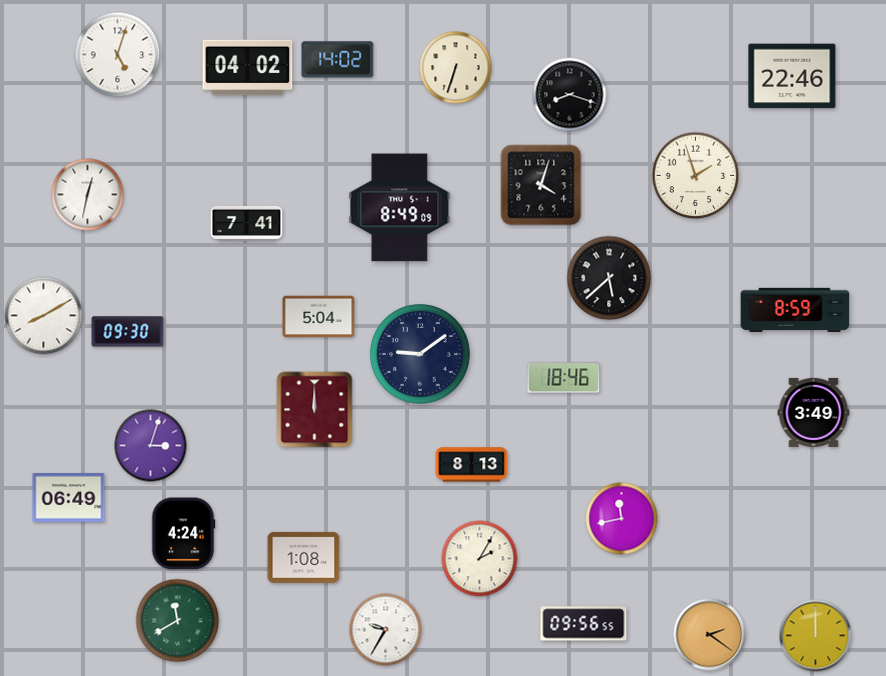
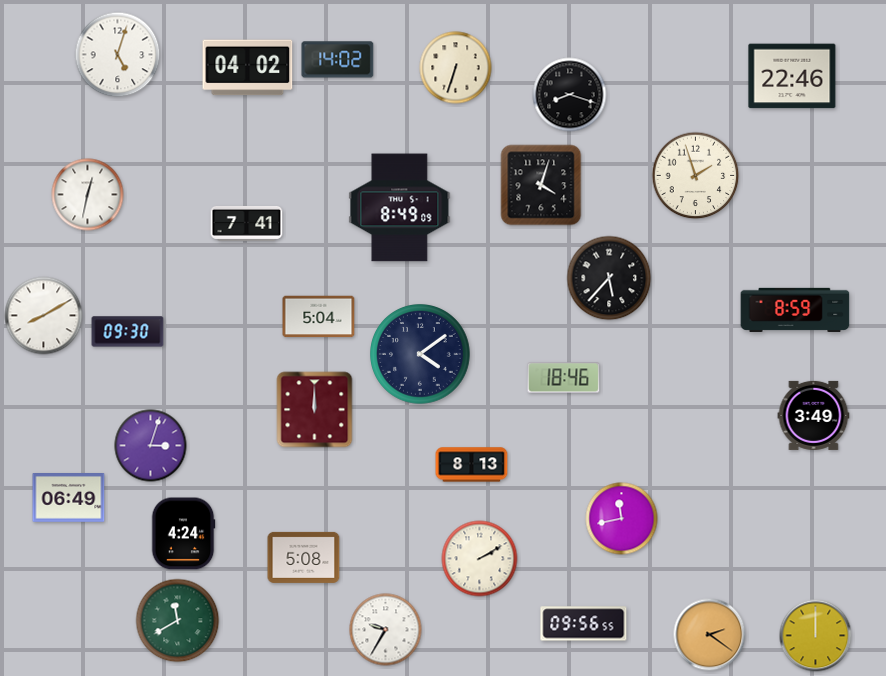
clock at (609, 278): 5:38 -> 5:37
clock at (420, 354): 9:09 -> 4:09
clock at (814, 412) position: (814, 412) -> (814, 415)
clock at (304, 557): 1:08 -> 5:08
clock at (480, 559): 2:05 -> 2:10
